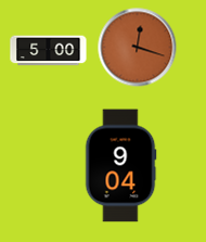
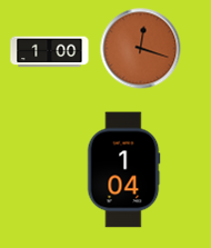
clock at (49, 51): 5:00 -> 1:00
clock at (120, 166): 9:04 -> 1:04
